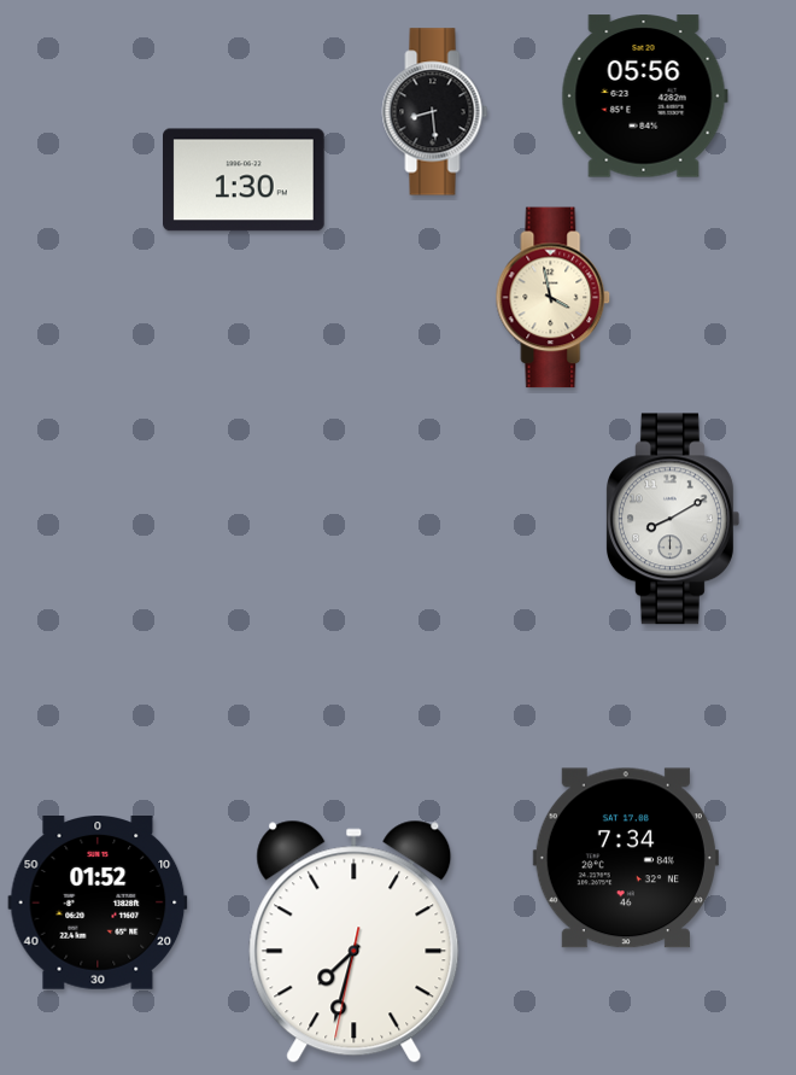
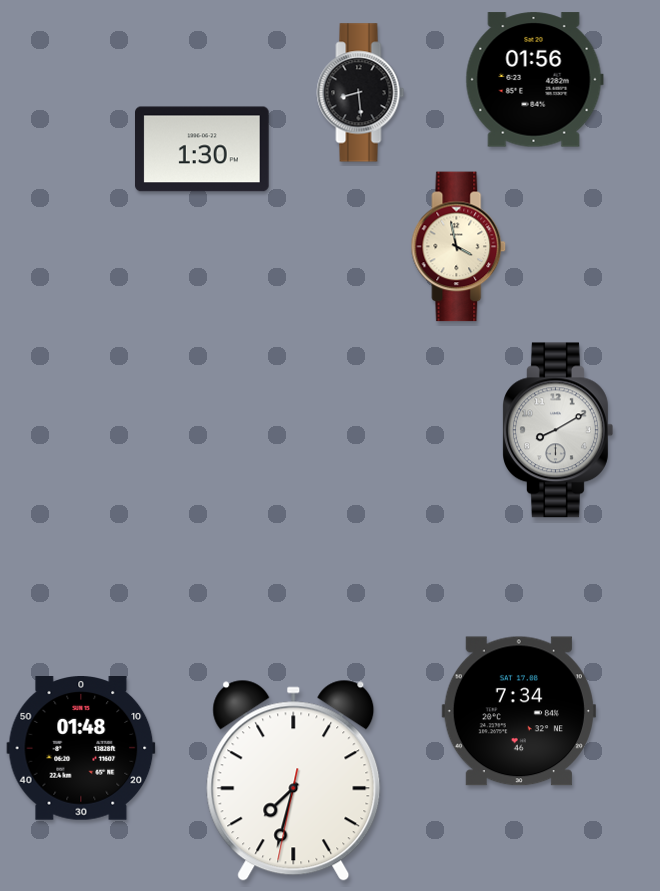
clock at (644, 97): 05:56 -> 01:56
clock at (98, 904): 01:52 -> 01:48
